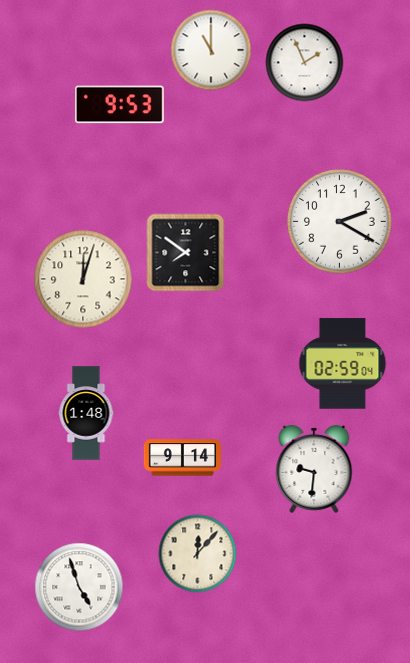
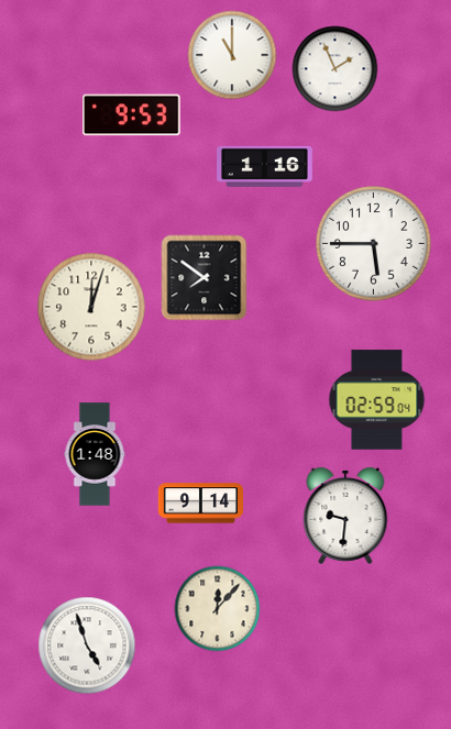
clock at (265, 166): none -> 1:16
clock at (340, 222): 2:20 -> 5:45
